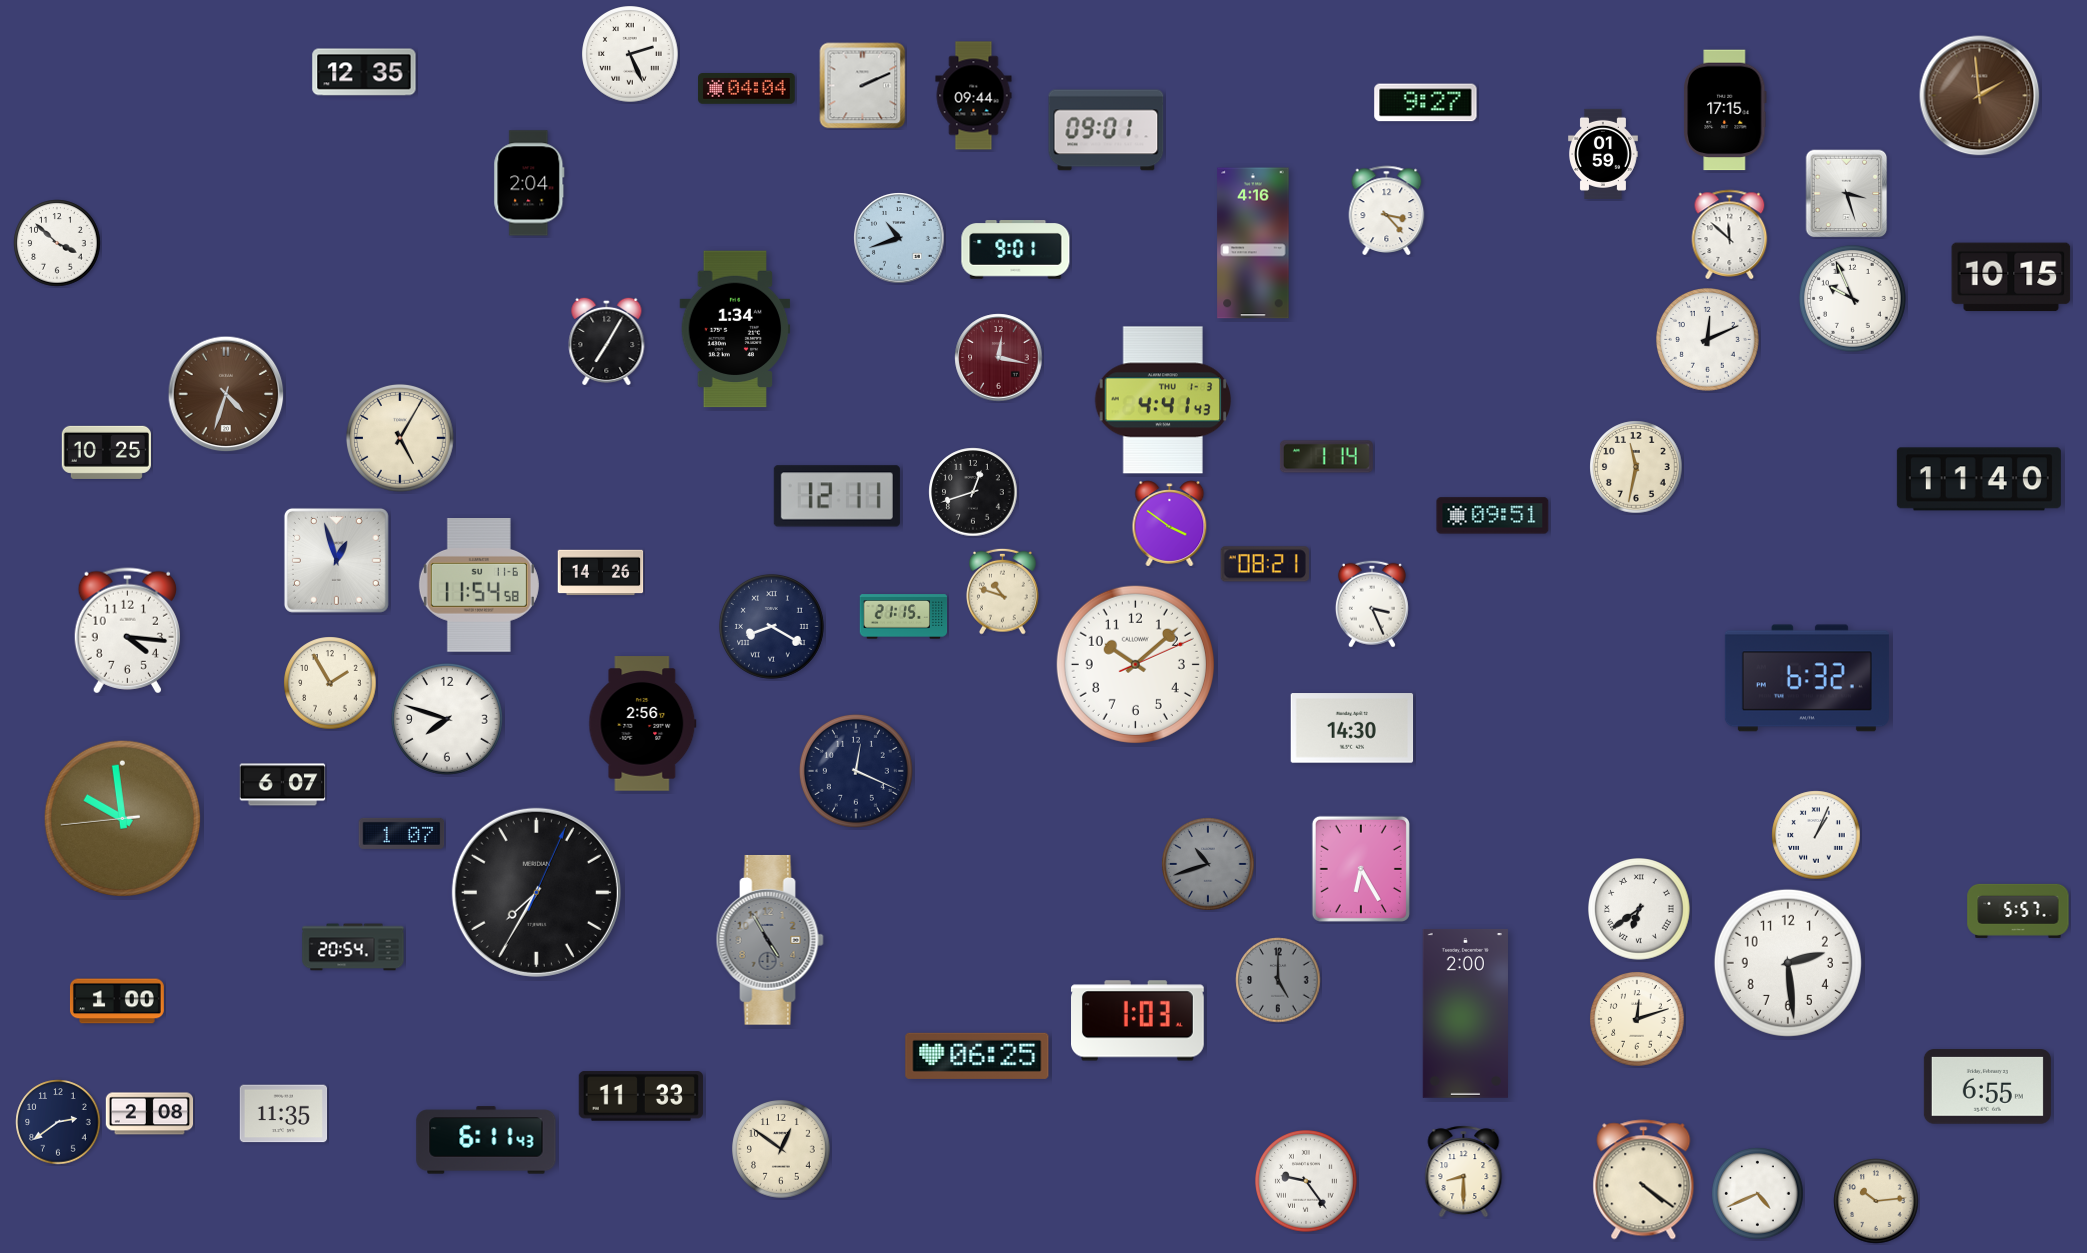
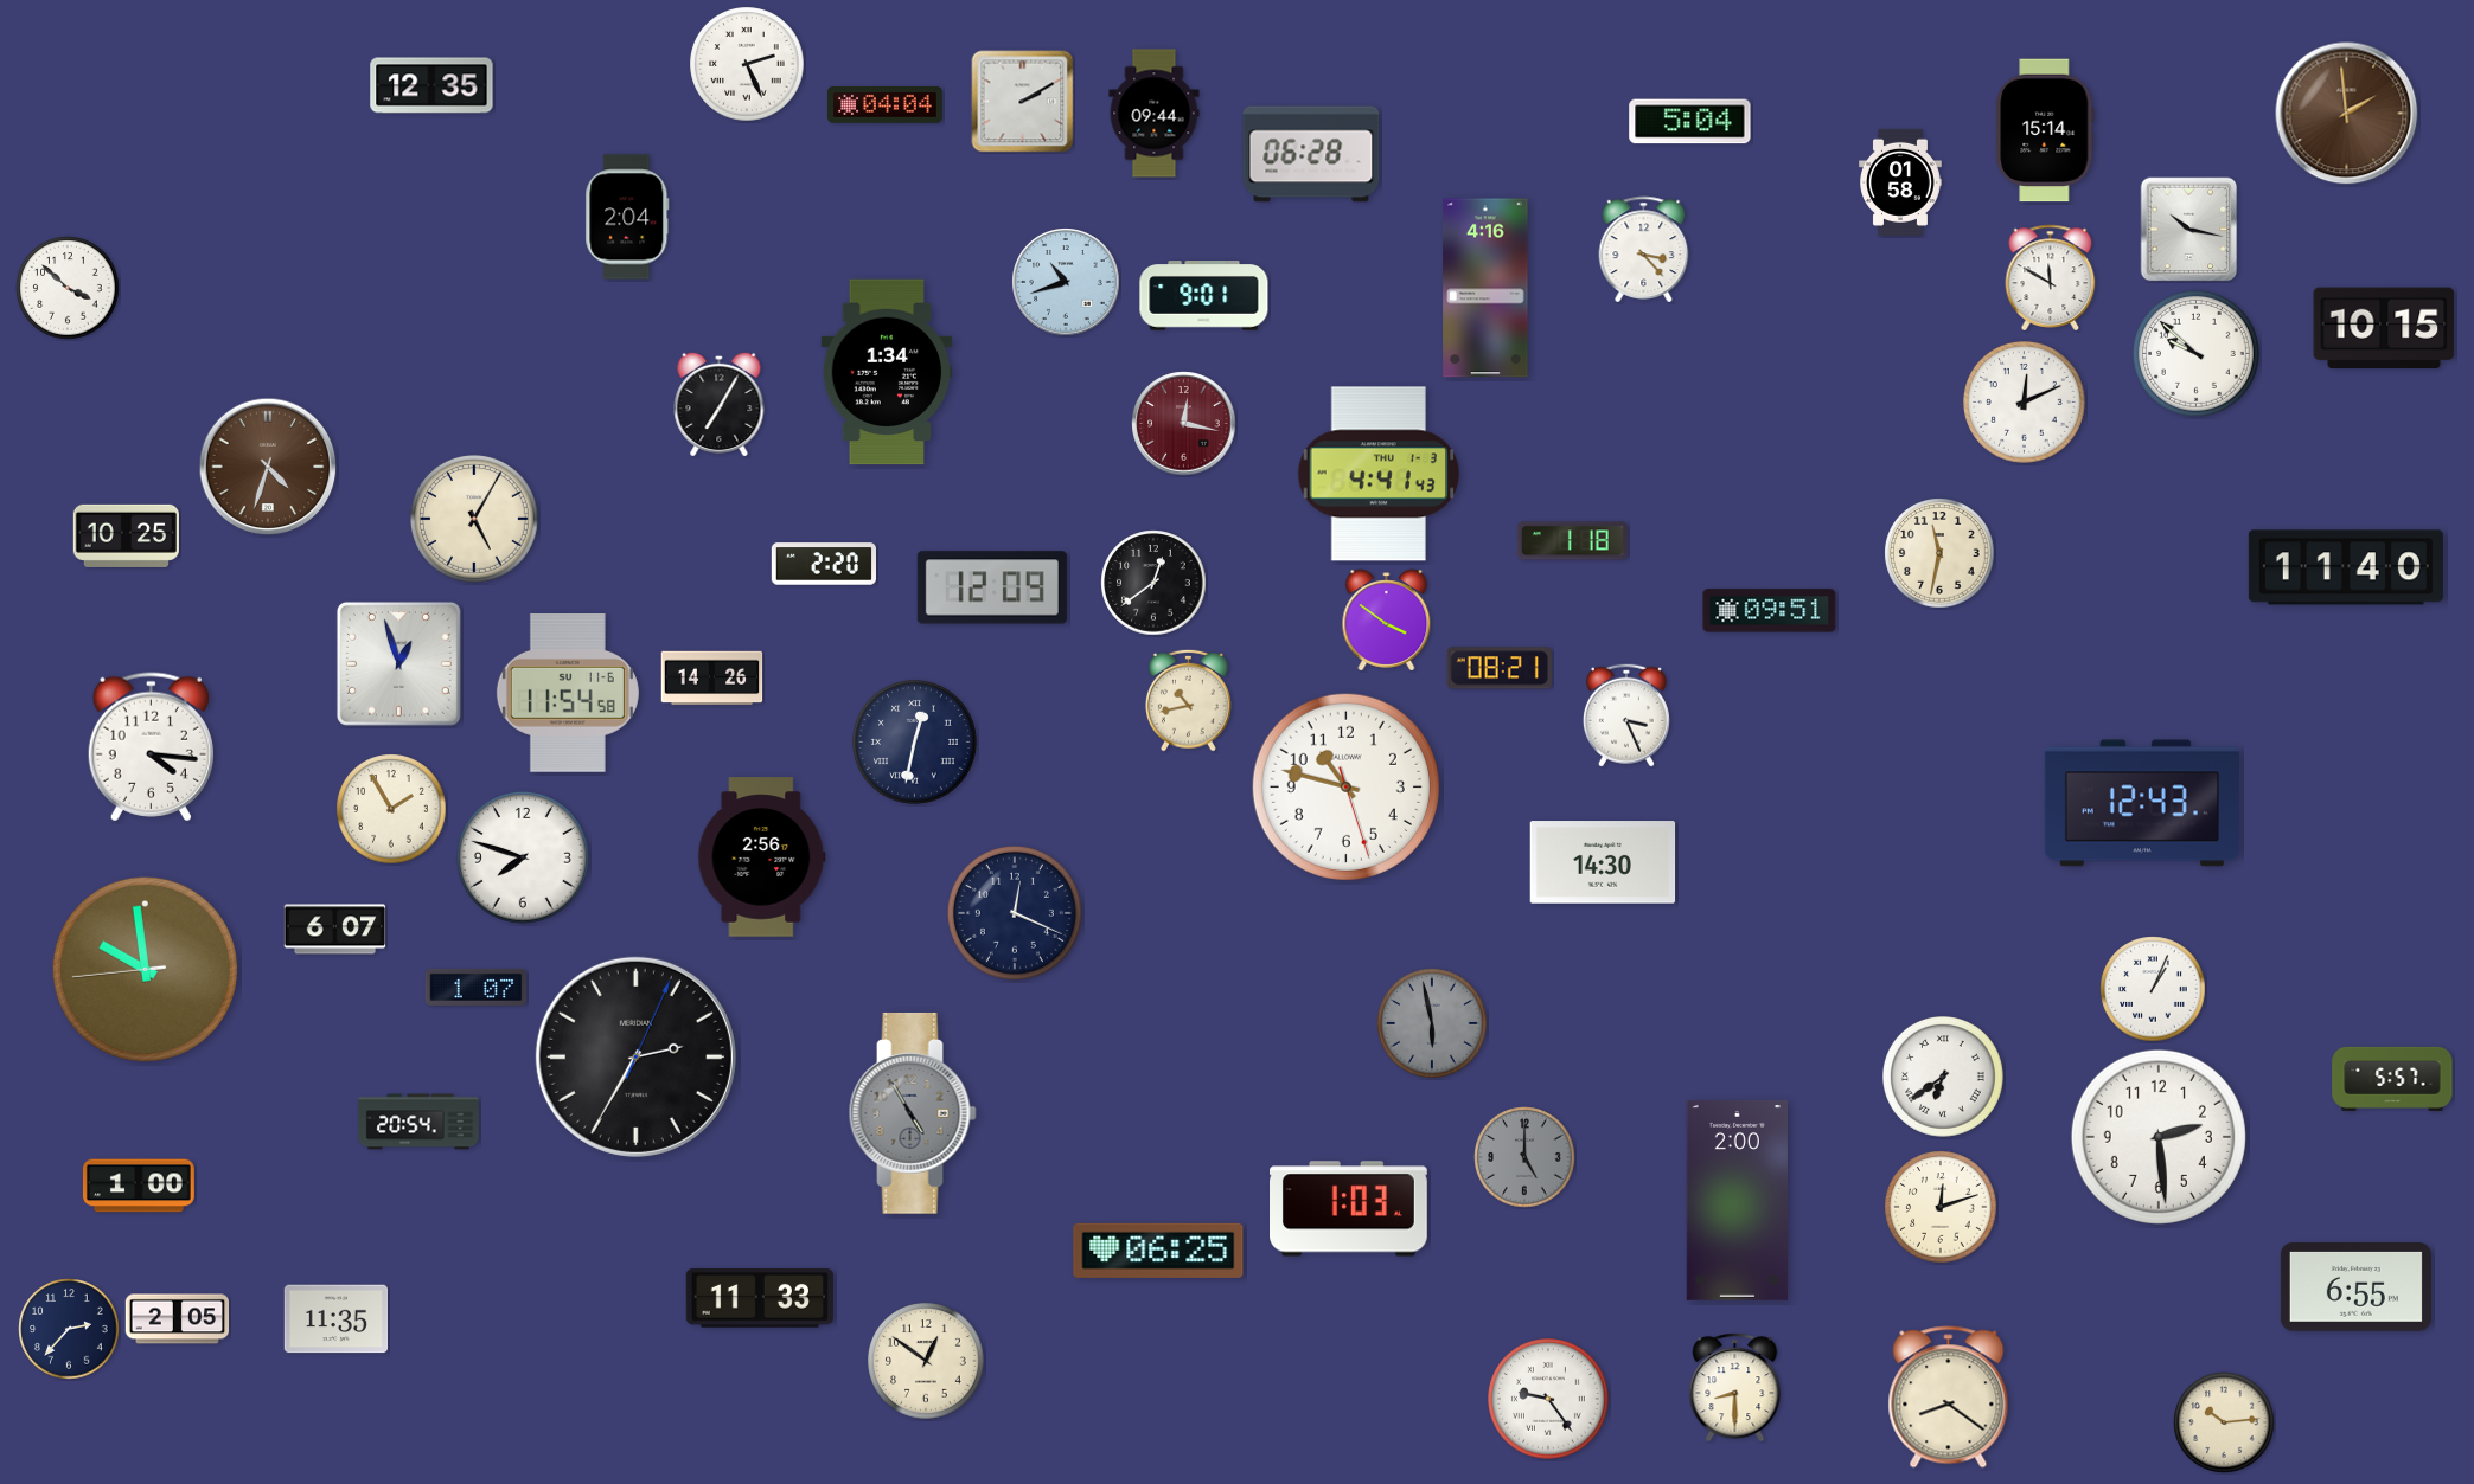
clock at (863, 86): 2:11 -> 2:10
clock at (1426, 103): 9:27 -> 5:04
clock at (1725, 110): 17:15 -> 15:14
clock at (1106, 130): 09:01 -> 06:28
clock at (1603, 154): 01:59 -> 01:58
clock at (1847, 194): 3:27 -> 10:17
clock at (1730, 234): 11:52 -> 11:50
clock at (1852, 298): 9:56 -> 9:52
clock at (735, 329) position: (735, 329) -> (887, 372)
clock at (1326, 457): 1:14 -> 1:18
clock at (823, 564): none -> 2:20
clock at (973, 492): 12:42 -> 12:39
clock at (837, 496): 12:11 -> 12:09
clock at (1003, 591): 10:48 -> 10:43
clock at (904, 617): 21:15 -> none
clock at (772, 627): 8:20 -> 12:32
clock at (1135, 664): 10:08 -> 10:47
clock at (1807, 678): 6:32 -> 12:43
clock at (447, 719) position: (447, 719) -> (523, 857)
clock at (1208, 864): 10:42 -> 5:58
clock at (1361, 869): 6:25 -> none
clock at (536, 892): 7:35 -> 2:35
clock at (1788, 963) position: (1788, 963) -> (2159, 1137)
clock at (1278, 980) position: (1278, 980) -> (1524, 1157)
clock at (150, 1114): 2:08 -> 2:05
clock at (58, 1122): 2:39 -> 2:37
clock at (486, 1140): 6:11 -> none
clock at (1644, 1180): 4:21 -> 8:21
clock at (1758, 1194): 4:41 -> none
